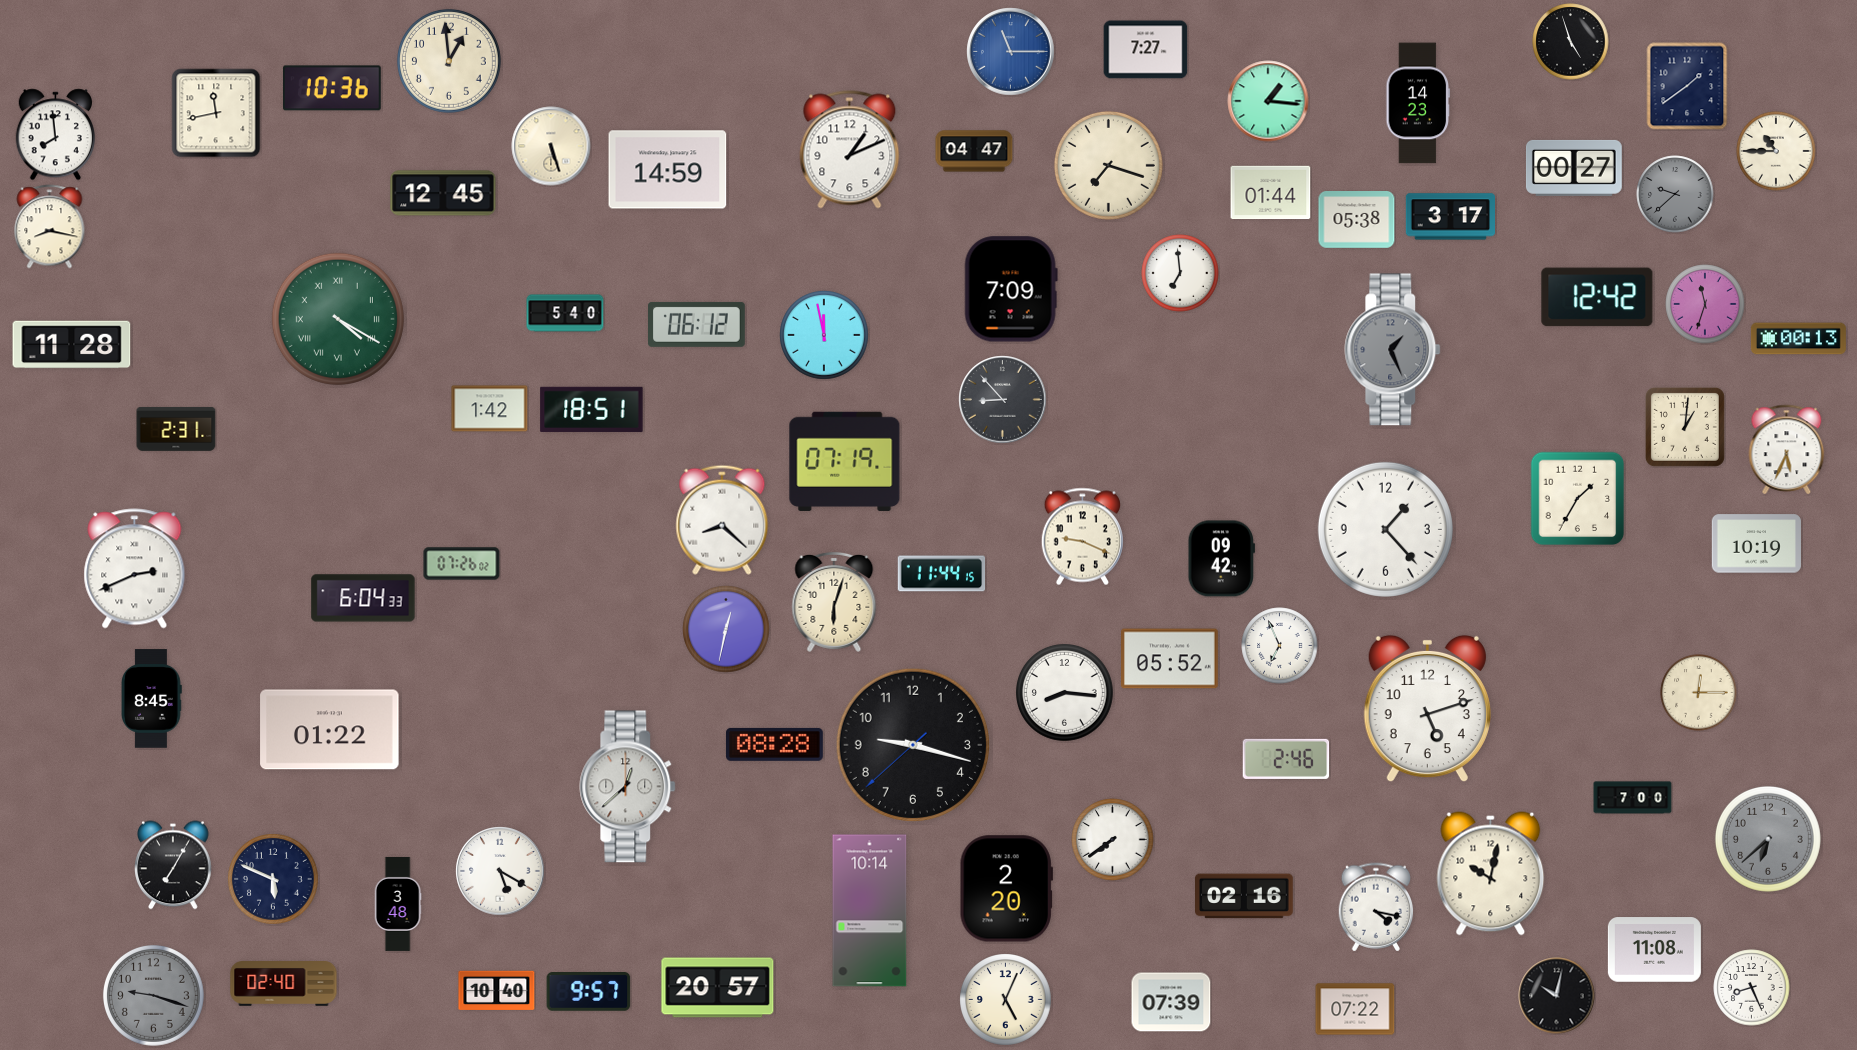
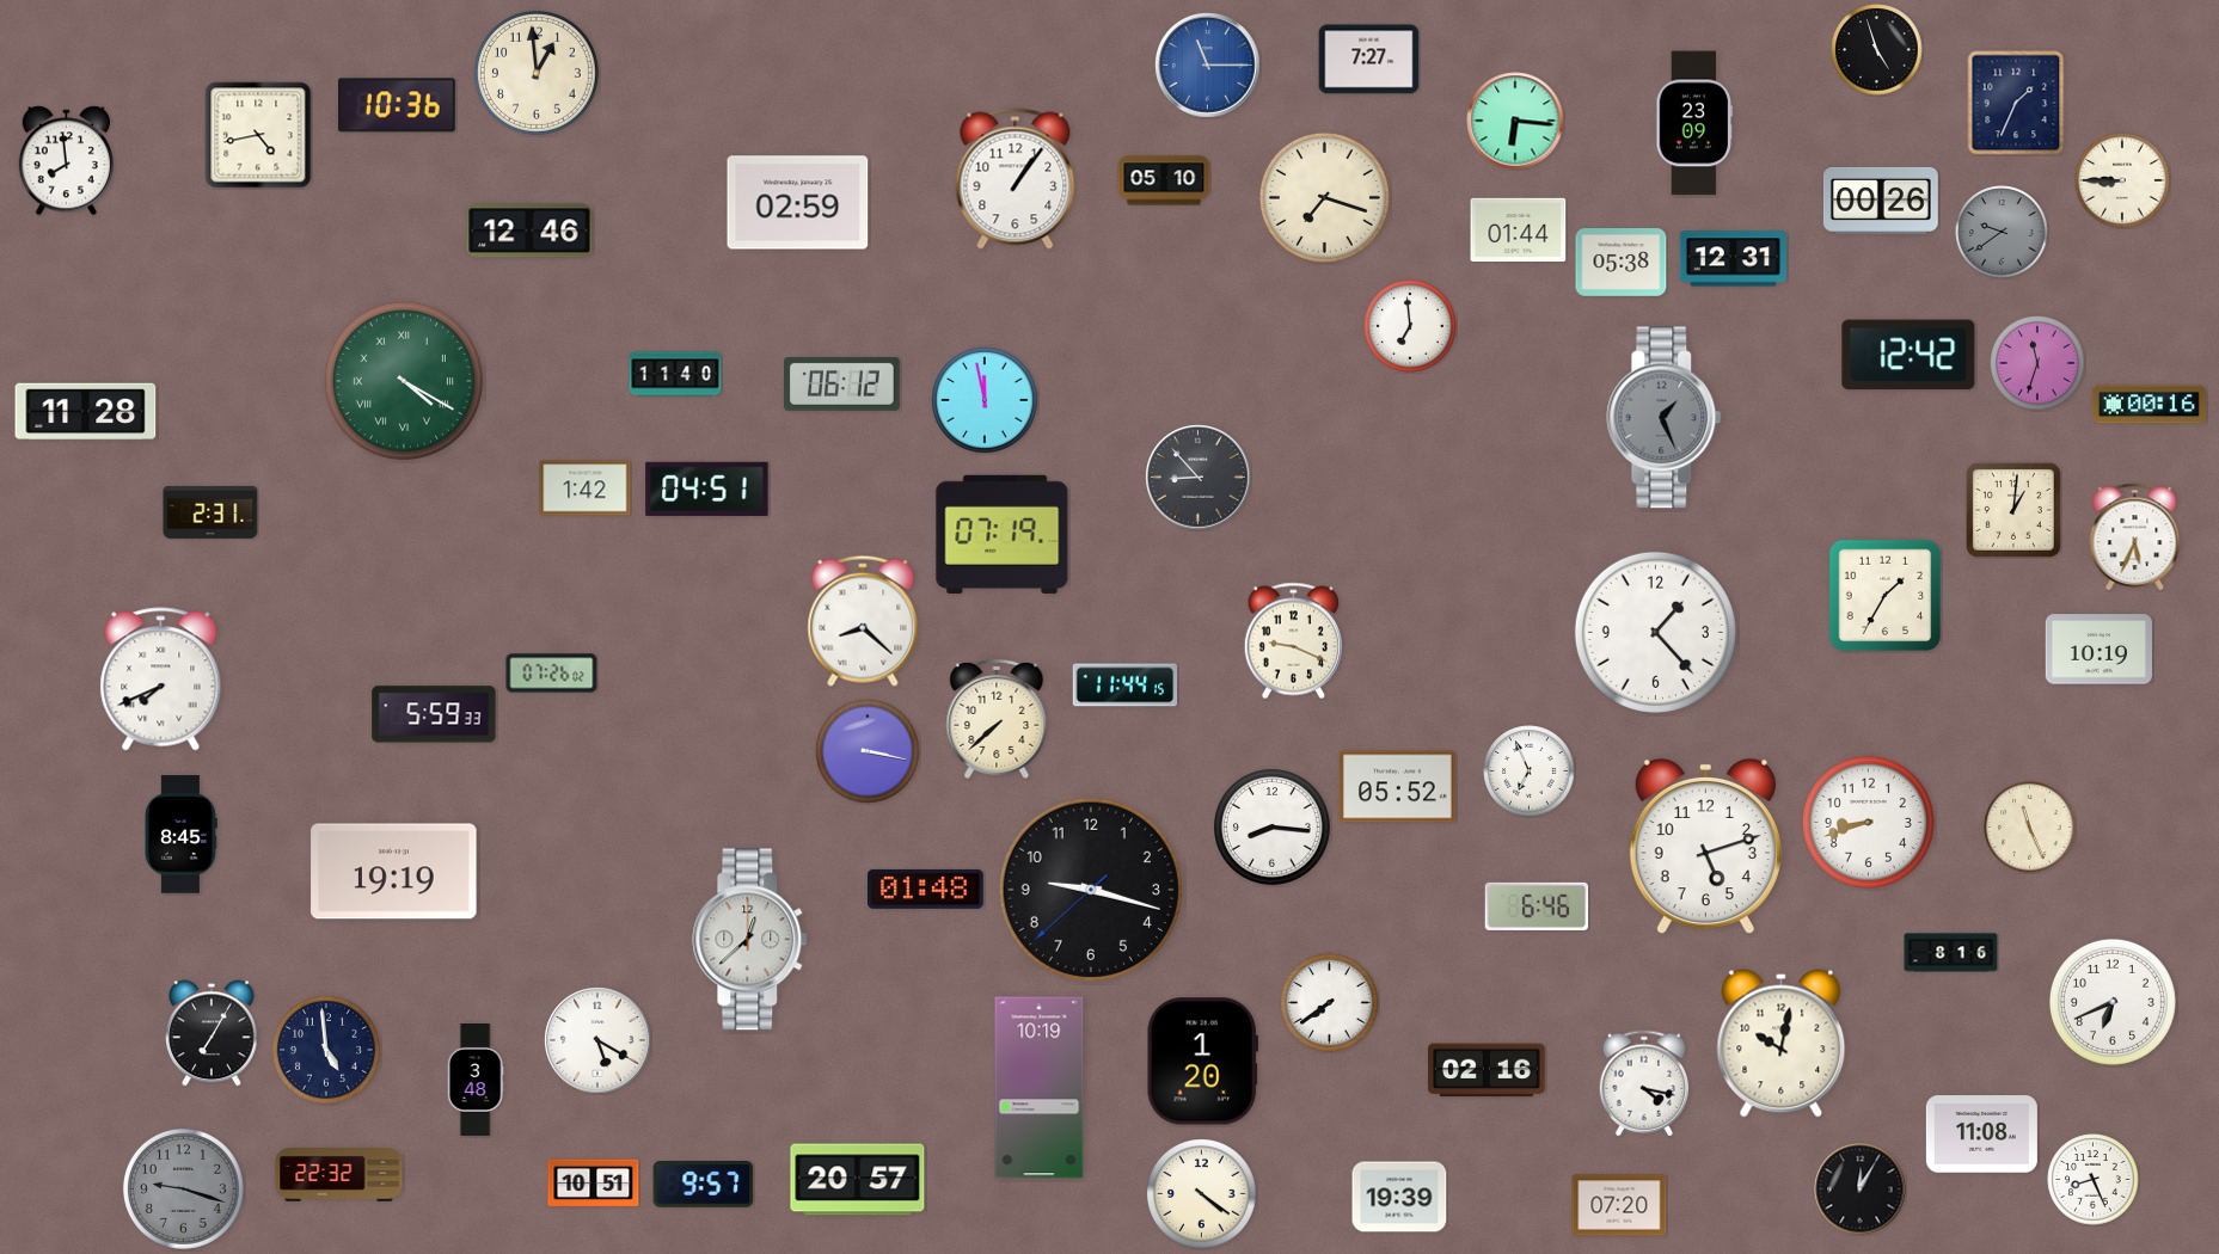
clock at (1011, 52) position: (1011, 52) -> (1208, 66)
clock at (1687, 86): 1:39 -> 1:34
clock at (1268, 101): 1:16 -> 6:16
clock at (1418, 103): 14:23 -> 23:09
clock at (216, 113): 11:43 -> 4:43
clock at (551, 146): 5:27 -> none
clock at (850, 150): 1:11 -> 1:06
clock at (974, 151): 04:47 -> 05:10
clock at (1776, 151): 10:45 -> 8:45
clock at (1574, 168): 00:27 -> 00:26
clock at (668, 170): 14:59 -> 02:59
clock at (443, 193): 12:45 -> 12:46
clock at (1675, 194): 9:38 -> 9:39
clock at (1450, 217): 3:17 -> 12:31
clock at (50, 227): 8:17 -> none
clock at (1011, 289): 7:09 -> none
clock at (565, 313): 5:40 -> 11:40
clock at (697, 324) position: (697, 324) -> (842, 383)
clock at (1798, 339): 00:13 -> 00:16
clock at (592, 409): 18:51 -> 04:51
clock at (845, 461) position: (845, 461) -> (1003, 534)
clock at (1221, 559): 09:42 -> none
clock at (135, 569): 2:41 -> 7:41
clock at (363, 598): 6:04 -> 5:59
clock at (834, 602): 6:03 -> 7:38
clock at (726, 629): 12:32 -> 3:17
clock at (1868, 822): none -> 8:42
clock at (1699, 693): 12:15 -> 11:26
clock at (330, 730): 01:22 -> 19:19
clock at (774, 744): 08:28 -> 01:48
clock at (1286, 759): 2:46 -> 6:46
clock at (1633, 798): 7:00 -> 8:16
clock at (1768, 839): 6:38 -> 6:41
clock at (1768, 839) dial: grey -> white
clock at (173, 865) position: (173, 865) -> (212, 1033)
clock at (273, 879): 5:49 -> 4:59
clock at (1006, 889): 2:20 -> 1:20
clock at (870, 911): 10:14 -> 10:19
clock at (1654, 950) position: (1654, 950) -> (1981, 1135)
clock at (284, 984): 02:40 -> 22:32
clock at (497, 991): 10:40 -> 10:51
clock at (1557, 996): 10:02 -> 12:05
clock at (1006, 1000): 5:04 -> 4:21
clock at (1171, 1002): 07:39 -> 19:39
clock at (1355, 1009): 07:22 -> 07:20
